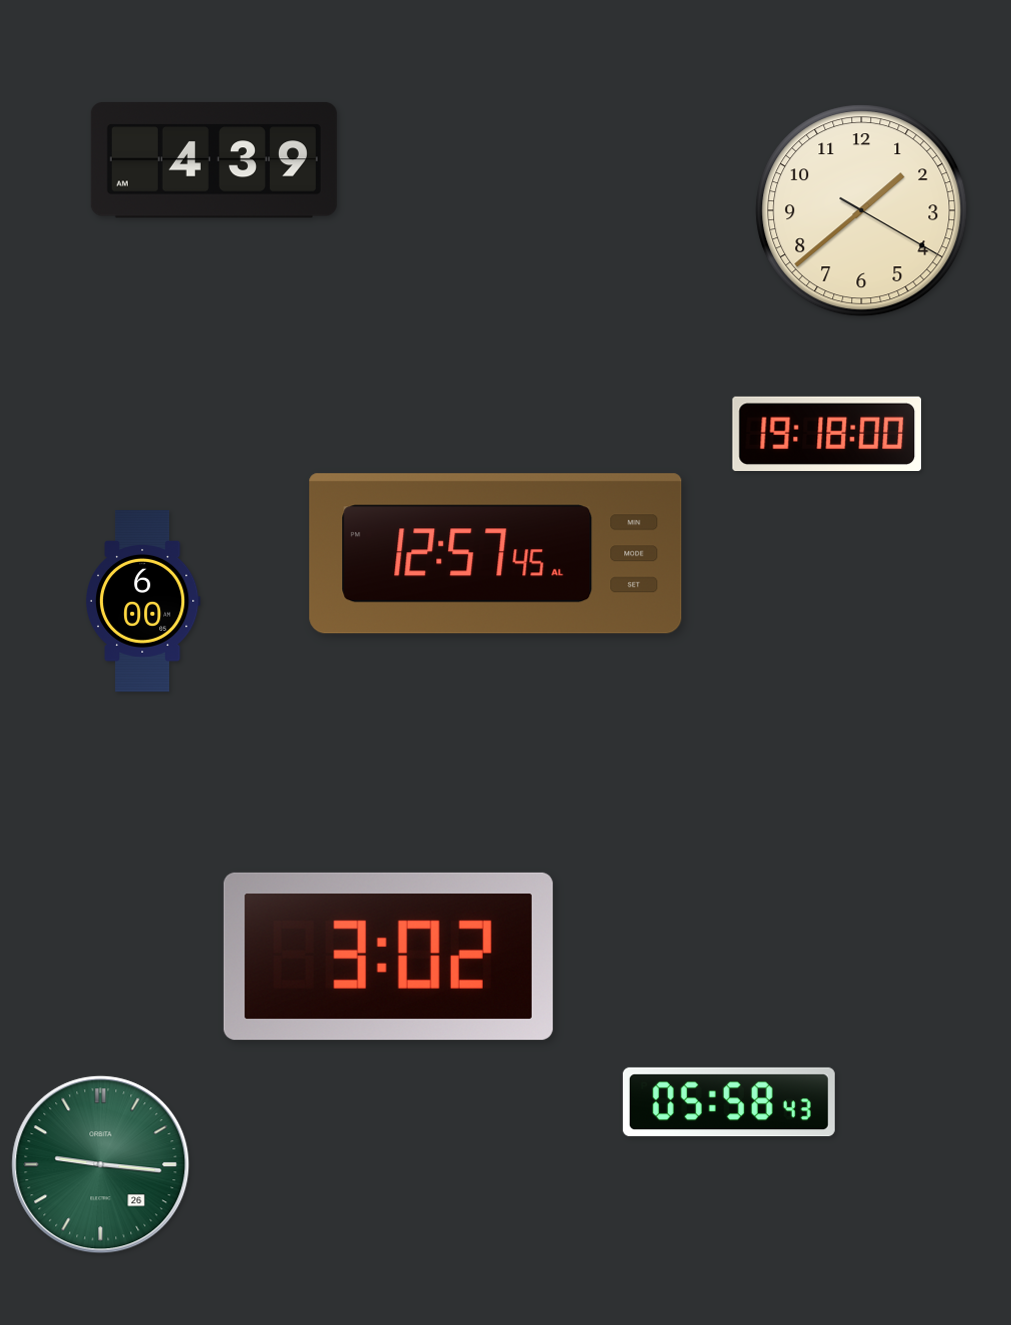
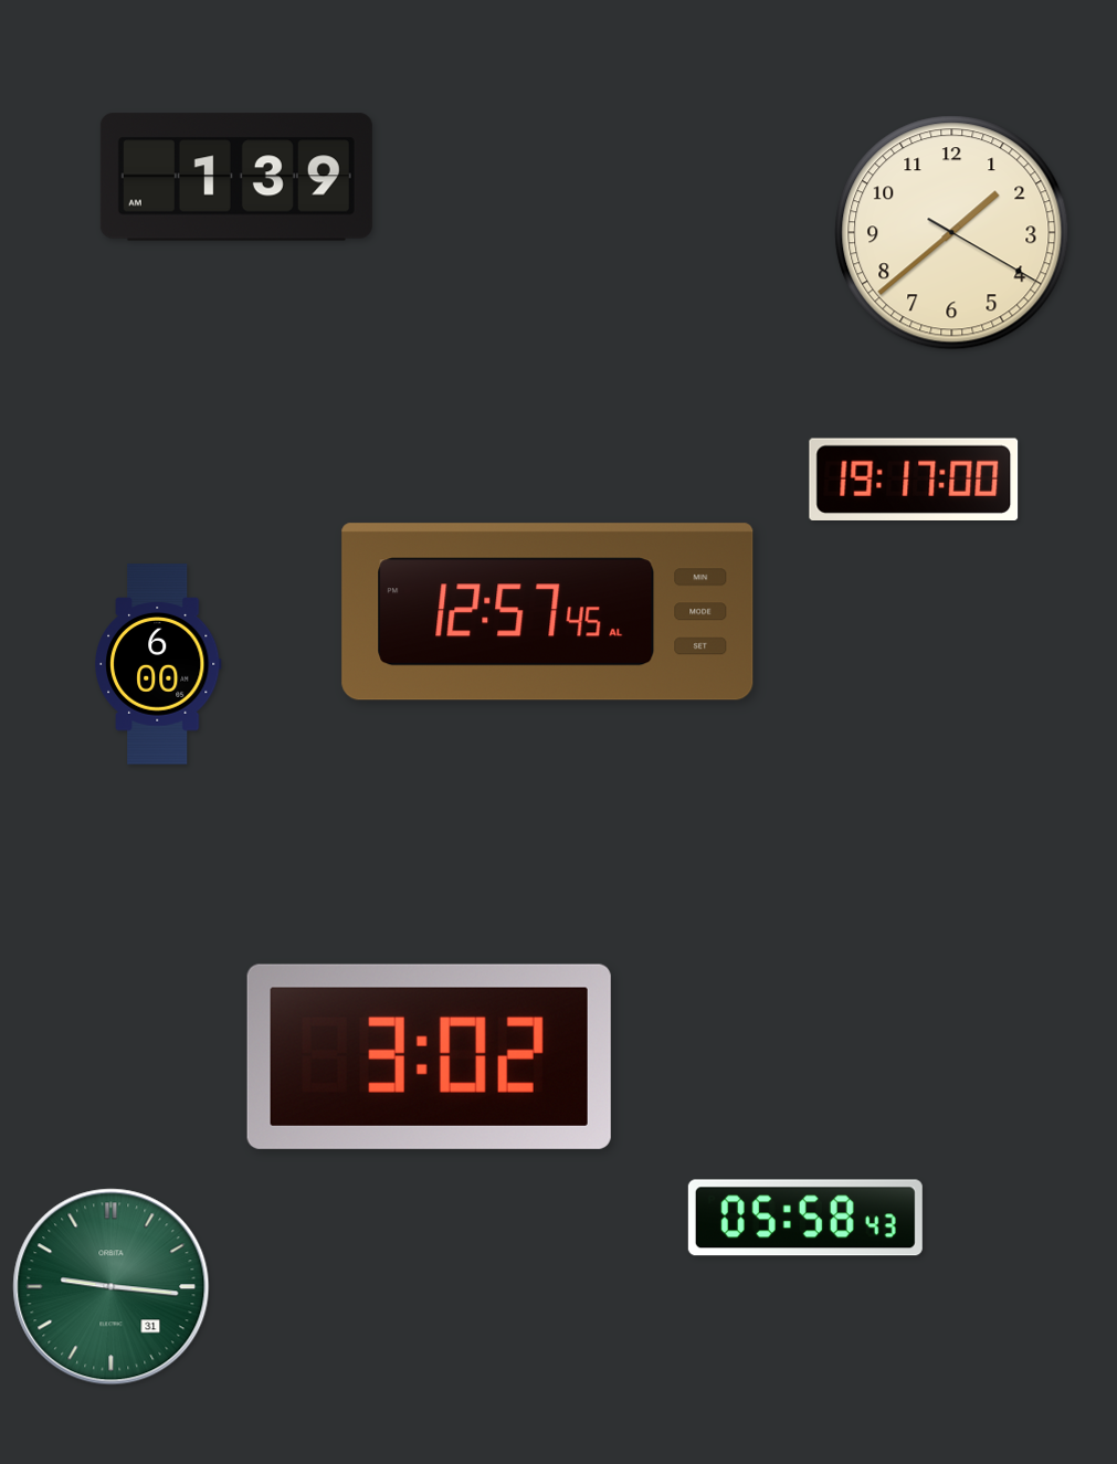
clock at (214, 160): 4:39 -> 1:39
clock at (827, 433): 19:18 -> 19:17
clock at (101, 1165) date: 26 -> 31
